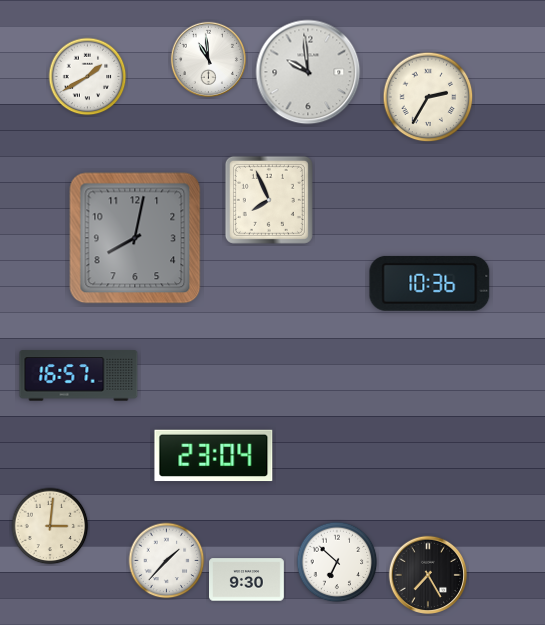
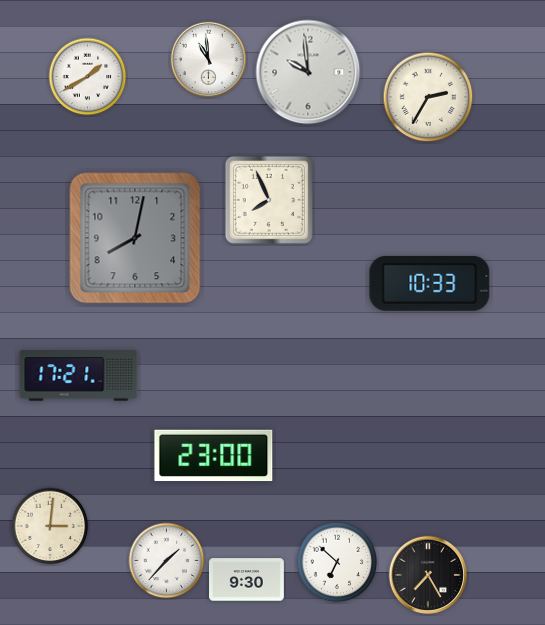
clock at (430, 283): 10:36 -> 10:33
clock at (79, 376): 16:57 -> 17:21
clock at (214, 456): 23:04 -> 23:00
